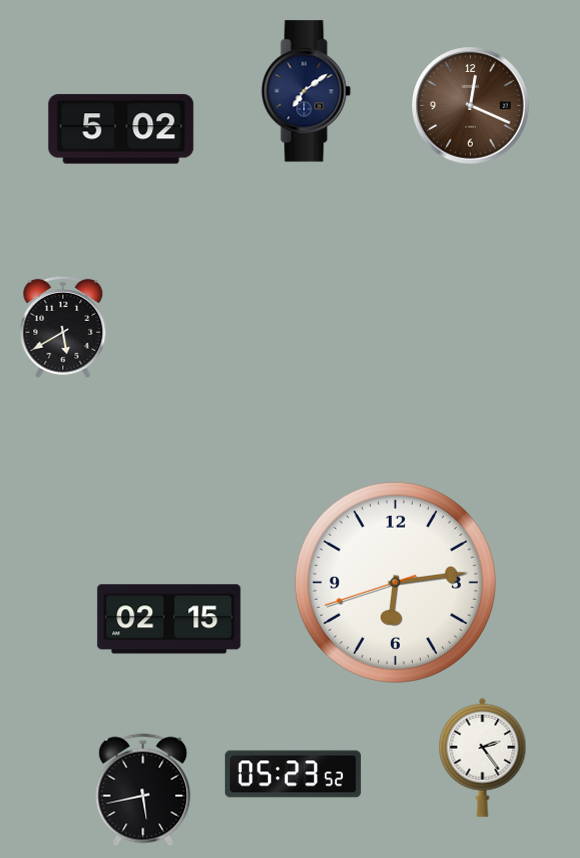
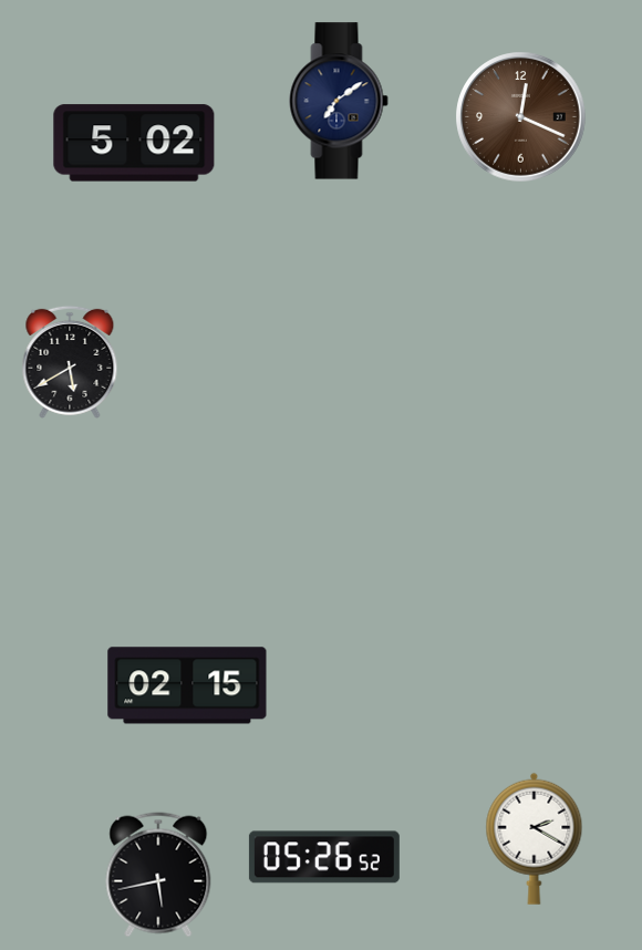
clock at (395, 582): 6:13 -> none
clock at (483, 757): 2:24 -> 2:20
clock at (293, 774): 05:23 -> 05:26
